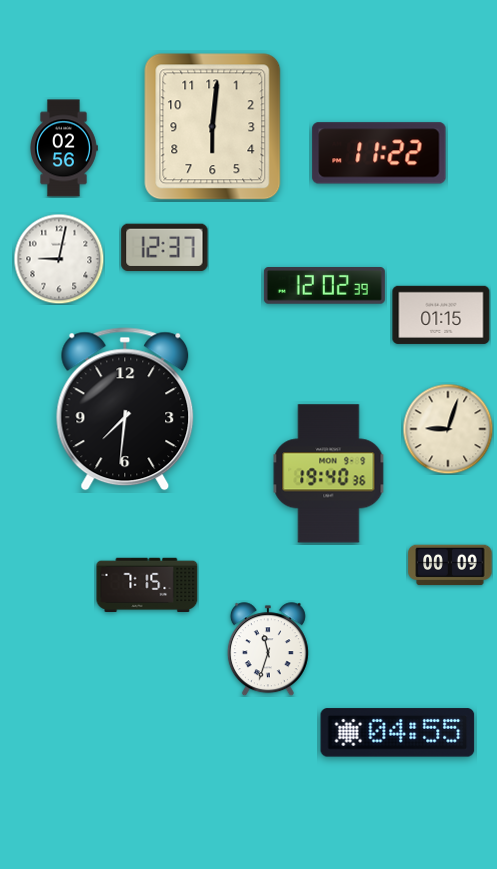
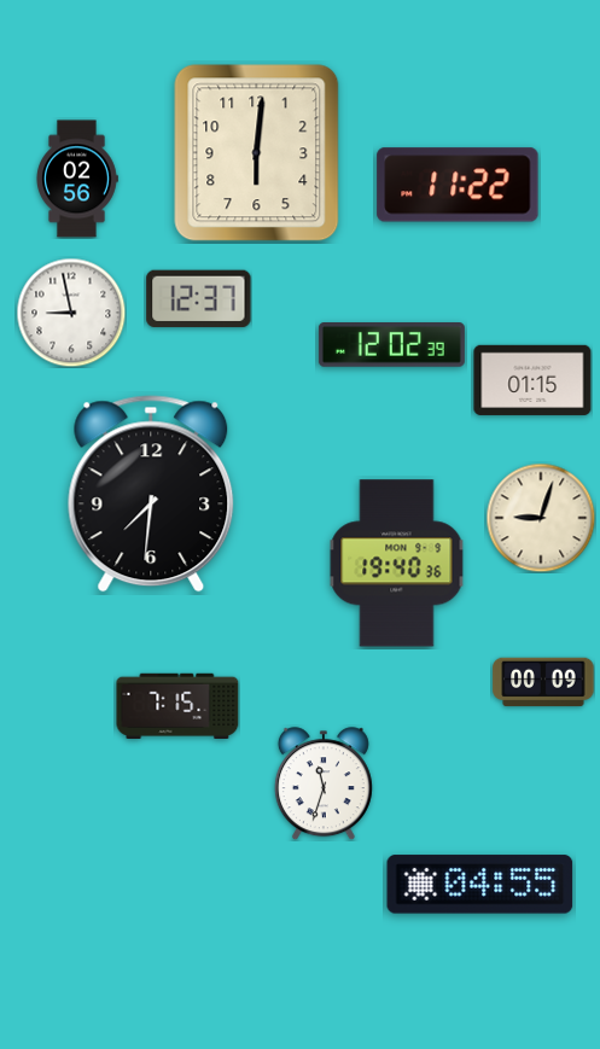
clock at (59, 259): 9:02 -> 8:58
clock at (329, 474) position: (329, 474) -> (397, 564)
